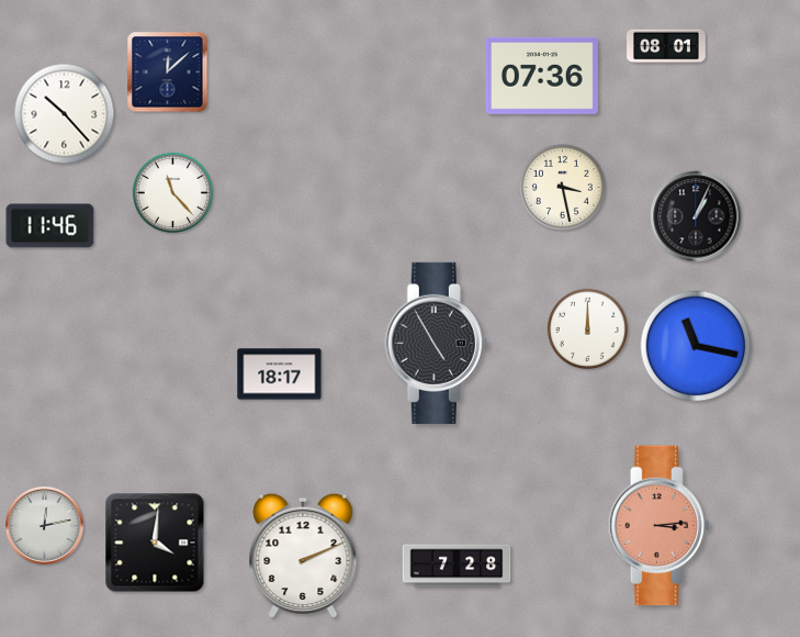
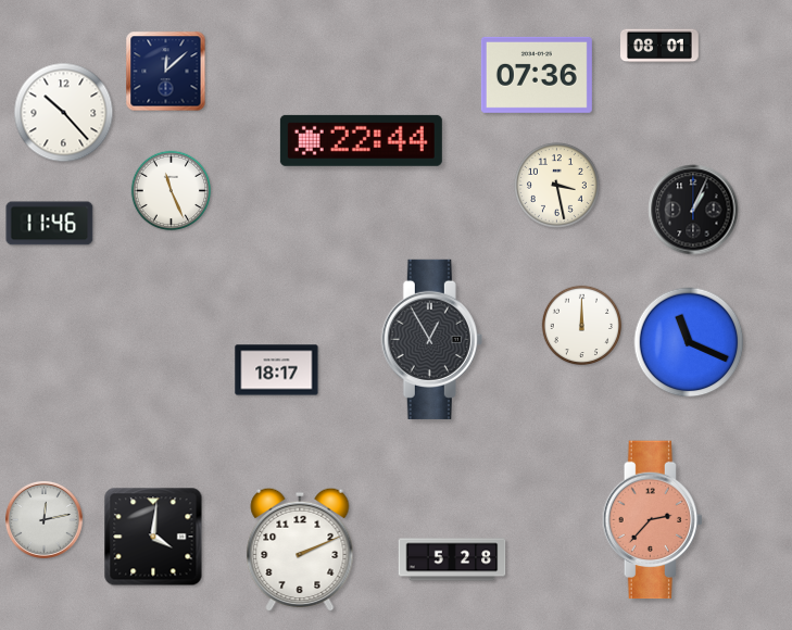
clock at (361, 140): none -> 22:44
clock at (173, 193): 11:23 -> 11:26
clock at (696, 216) position: (696, 216) -> (693, 210)
clock at (436, 343): 4:55 -> 12:55
clock at (696, 346): 11:17 -> 11:19
clock at (658, 526): 3:14 -> 2:37
clock at (457, 566): 7:28 -> 5:28
